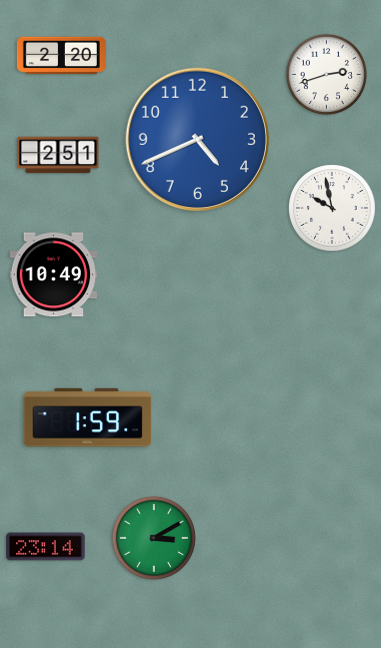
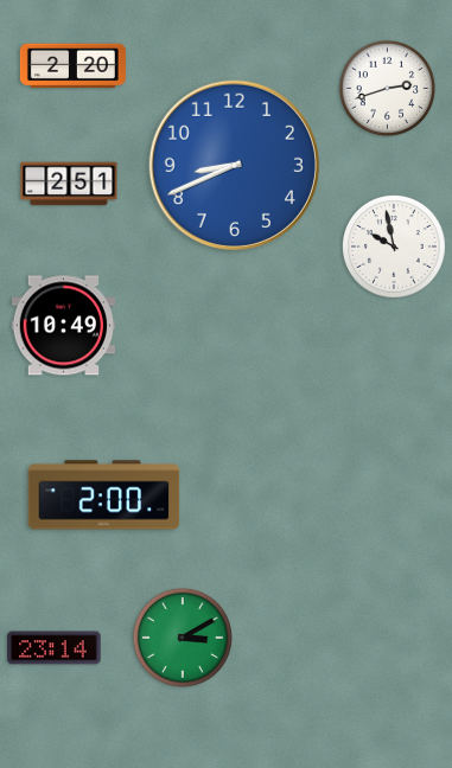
clock at (197, 139): 4:41 -> 8:41
clock at (88, 418): 1:59 -> 2:00
